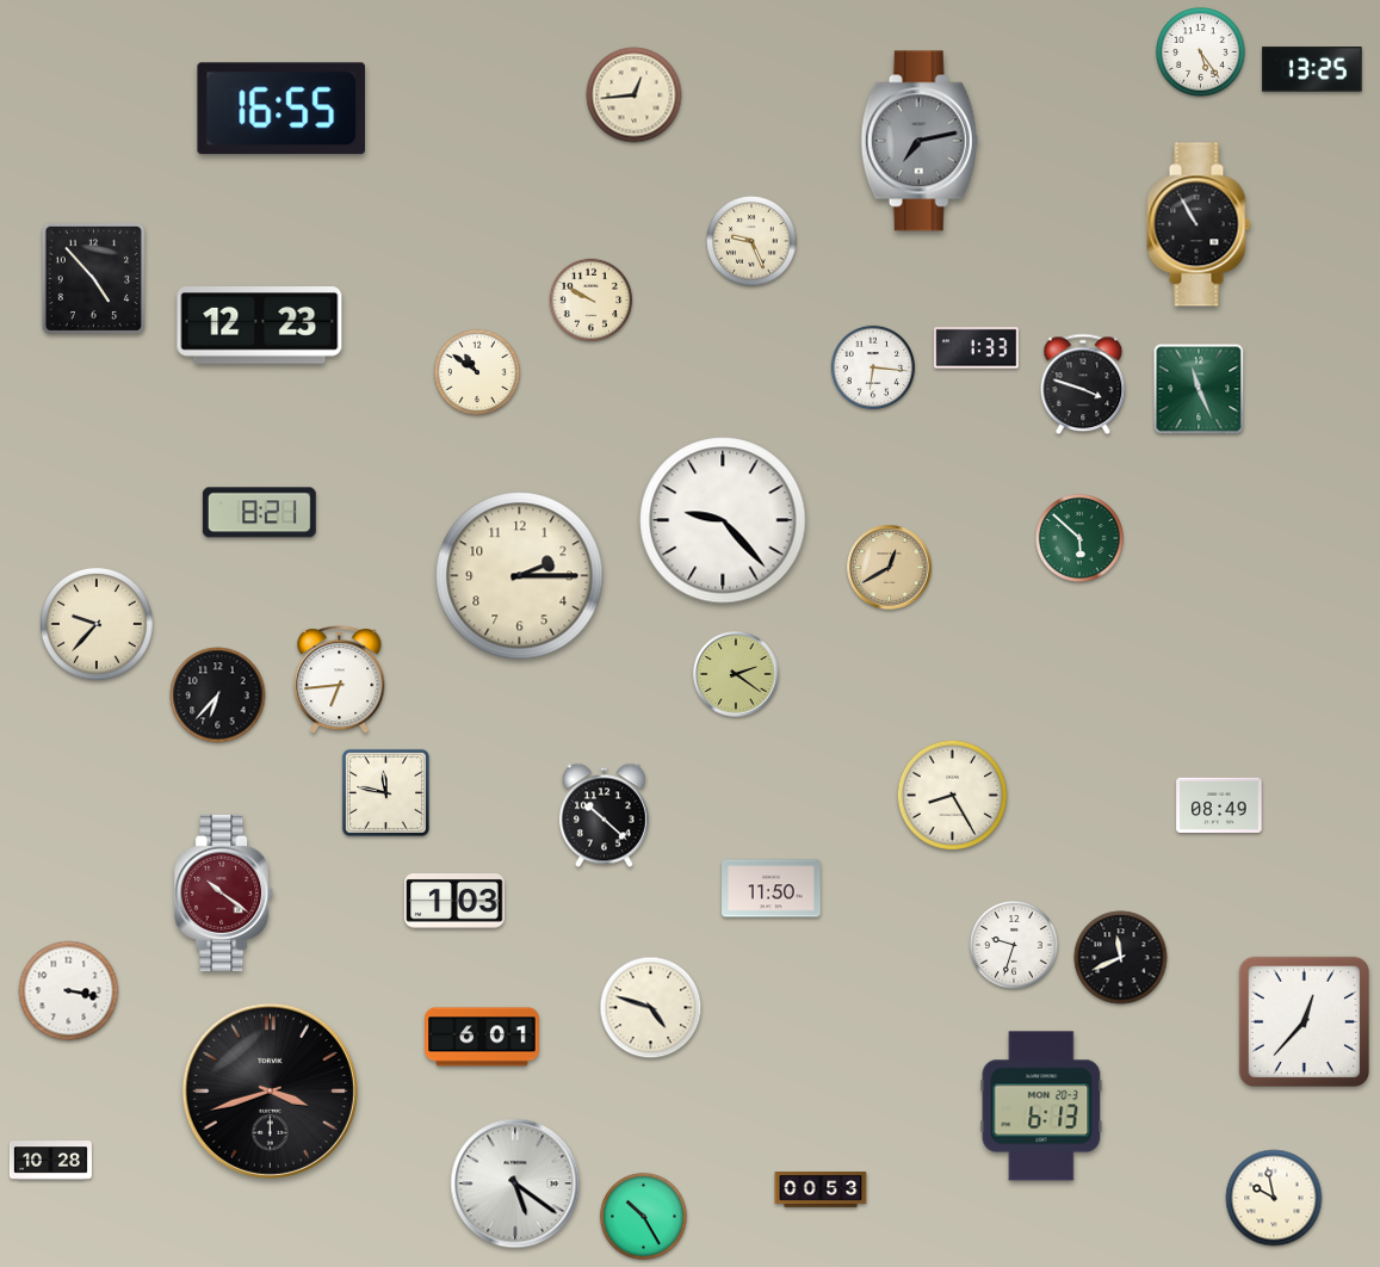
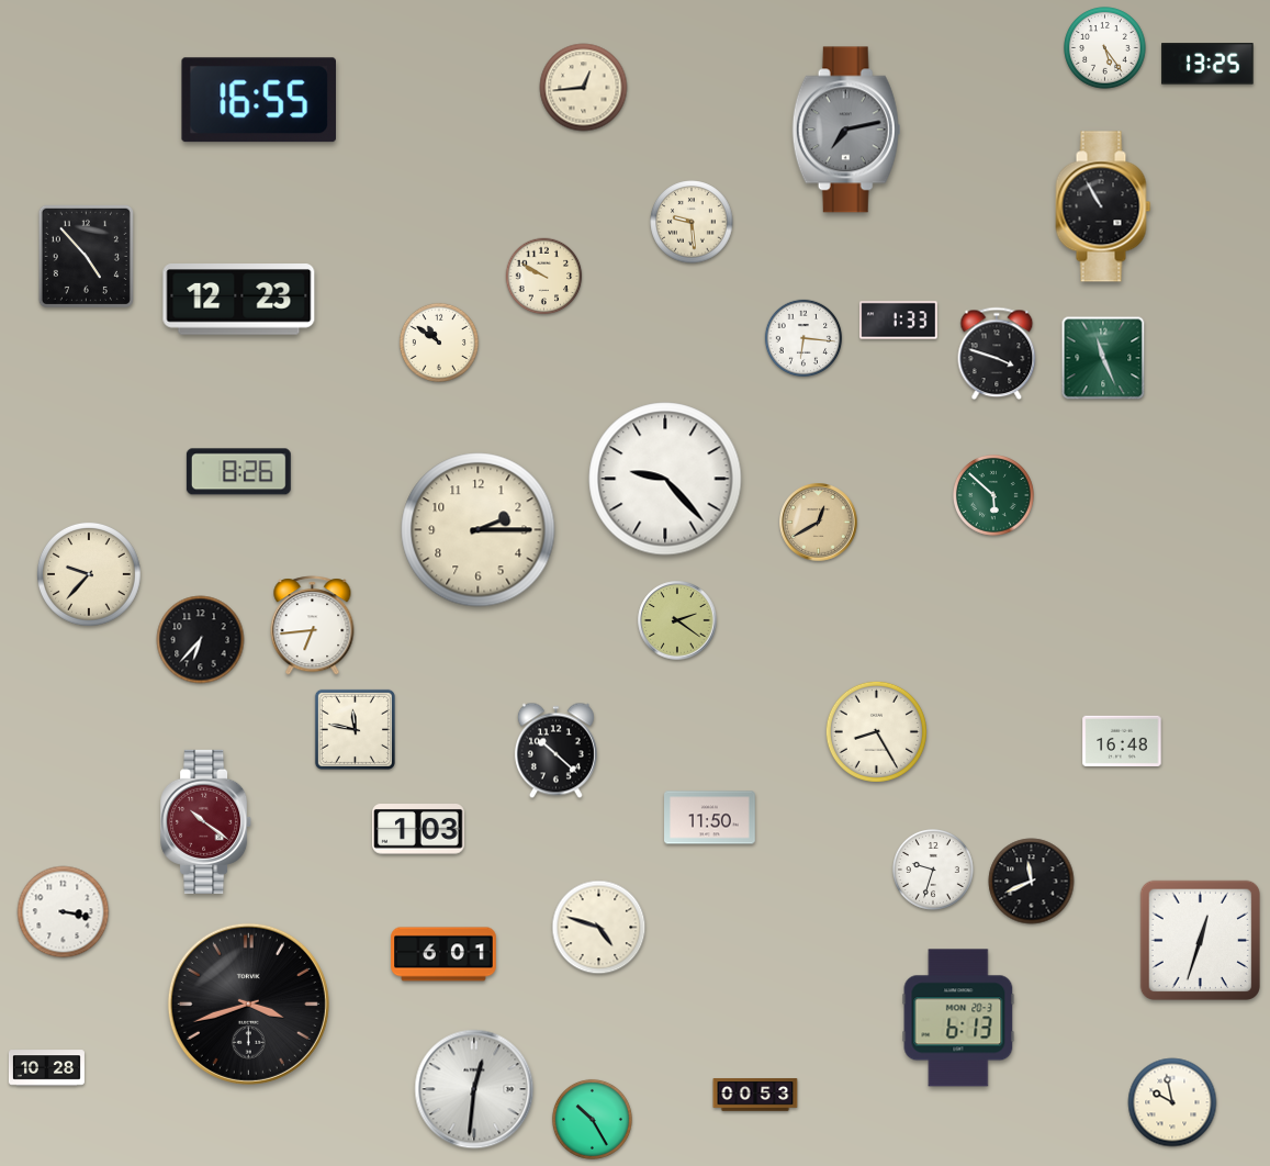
clock at (751, 241): 9:26 -> 9:29
clock at (259, 513): 8:21 -> 8:26
clock at (1219, 805): 08:49 -> 16:48
clock at (1304, 1021): 12:37 -> 12:33
clock at (515, 1183): 5:21 -> 12:31
